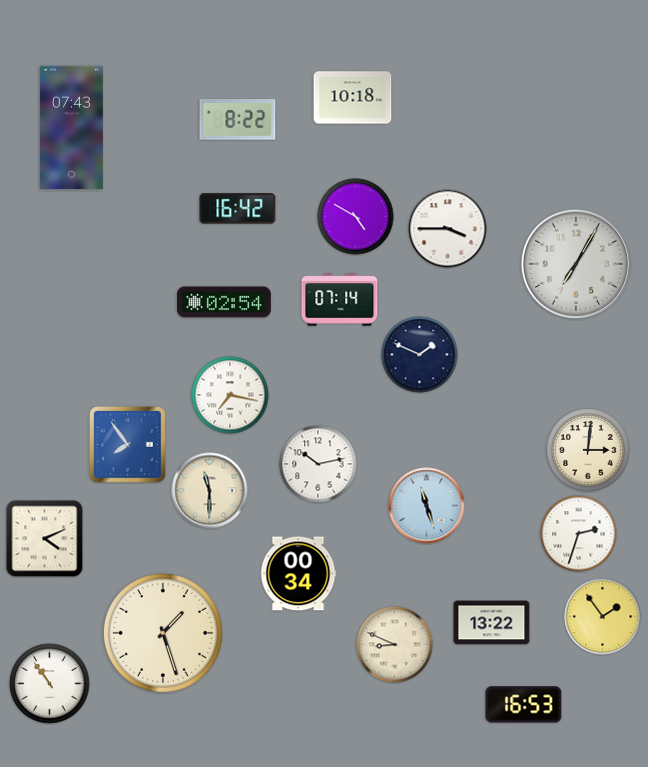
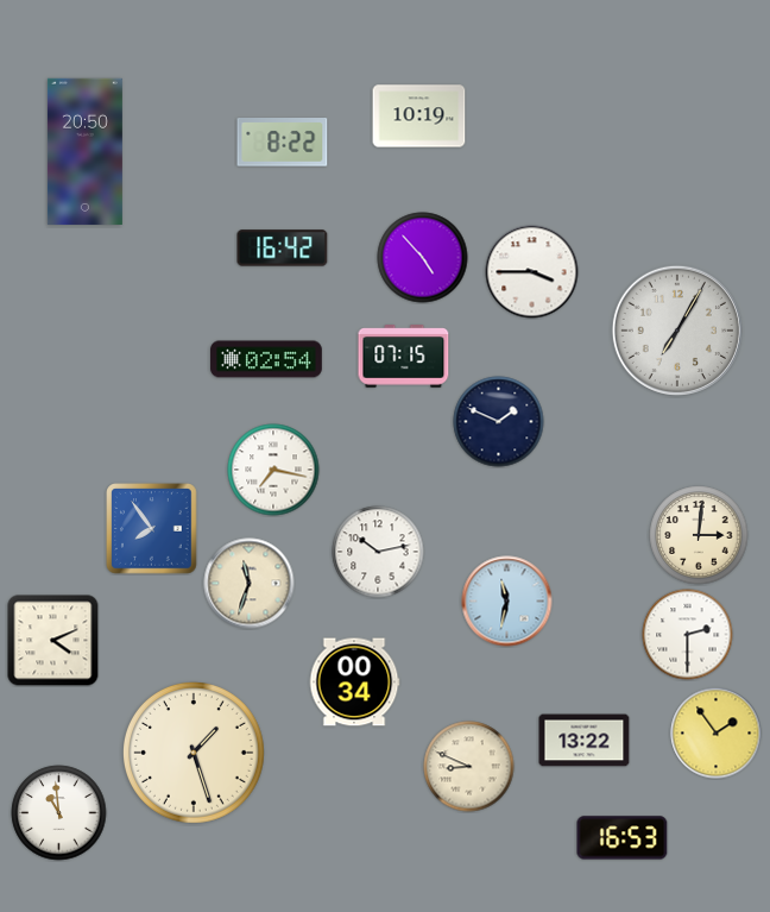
clock at (353, 98): 10:18 -> 10:19
clock at (71, 127): 07:43 -> 20:50
clock at (356, 217): 4:50 -> 4:53
clock at (576, 264) position: (576, 264) -> (677, 331)
clock at (340, 300): 07:14 -> 07:15
clock at (210, 491): 11:30 -> 11:33
clock at (427, 506): 11:27 -> 11:32
clock at (579, 534): 2:33 -> 2:30
clock at (50, 684): 10:54 -> 10:59
